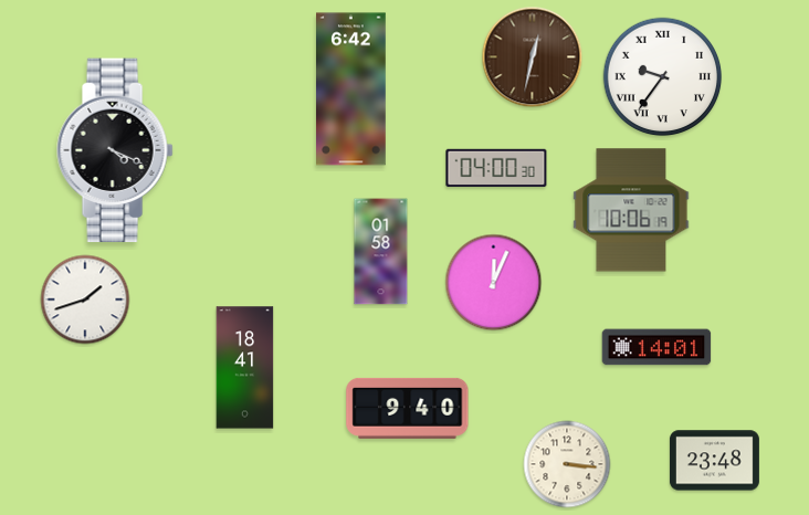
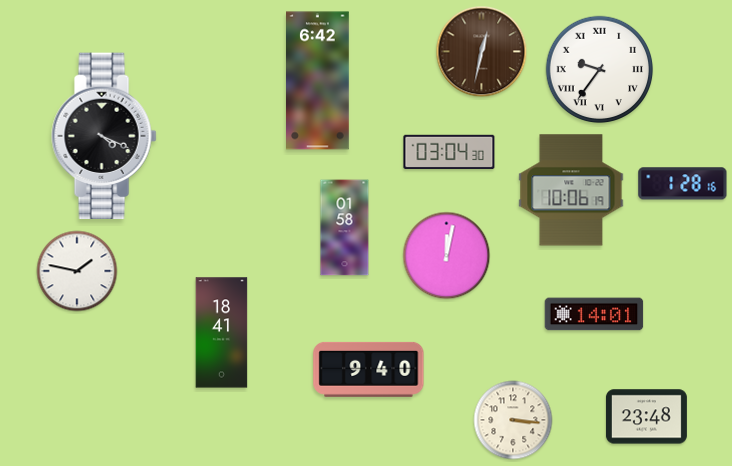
clock at (496, 168): 04:00 -> 03:04
clock at (683, 184): none -> 1:28
clock at (494, 283): 12:04 -> 12:02
clock at (85, 299): 1:42 -> 1:47
